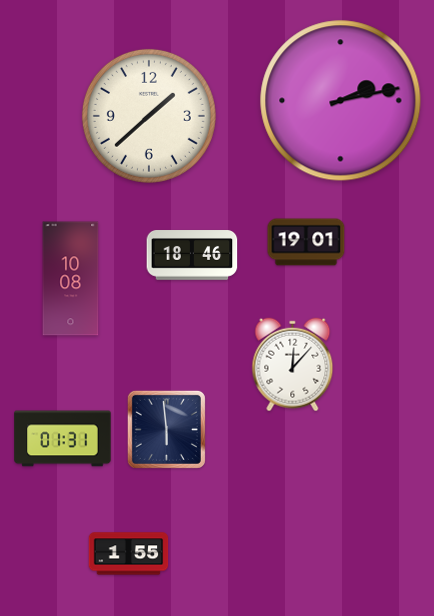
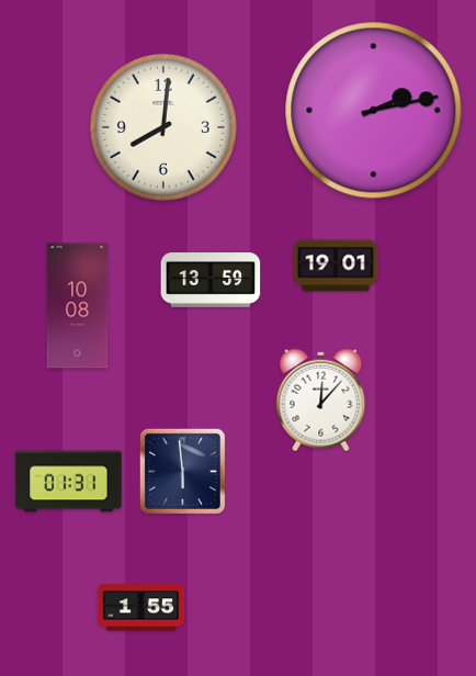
clock at (149, 116): 1:38 -> 8:01
clock at (192, 255): 18:46 -> 13:59
